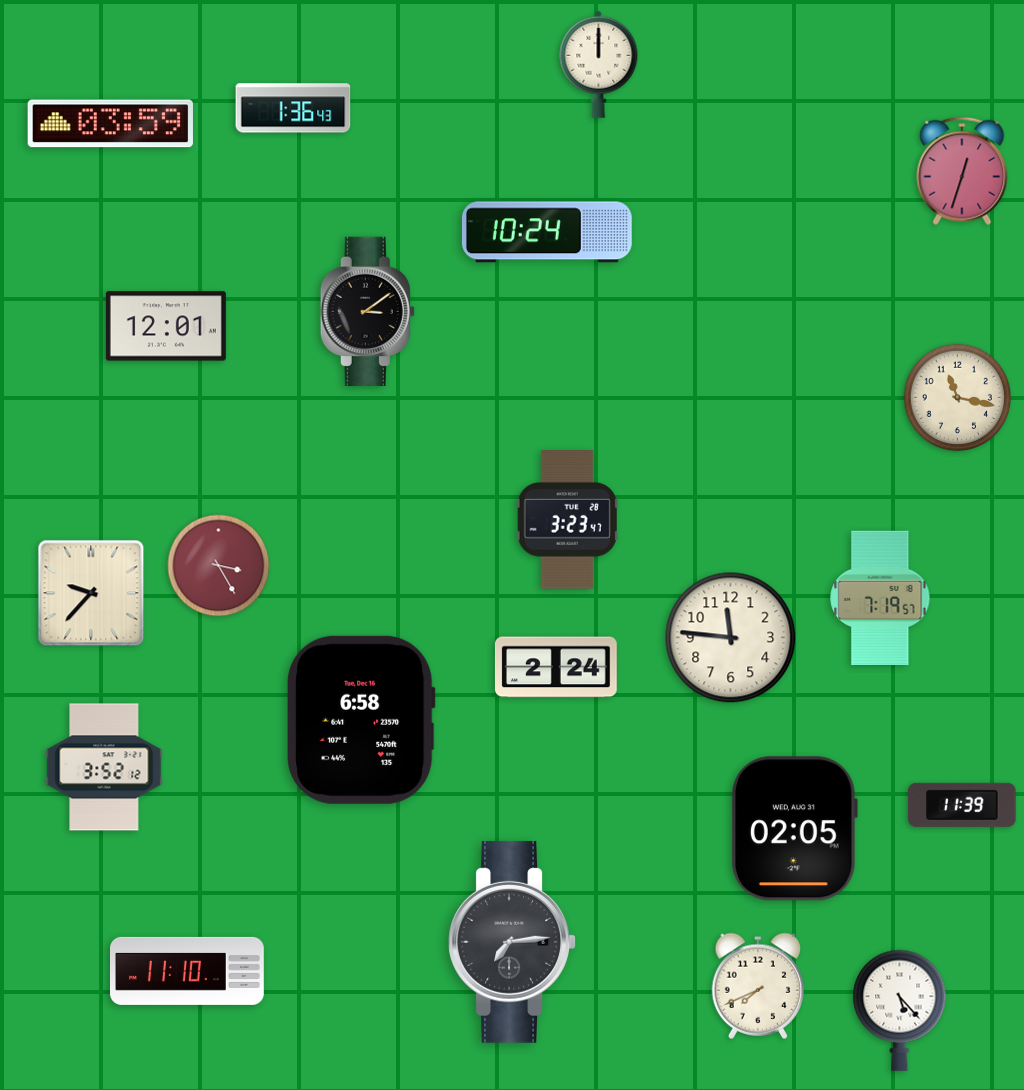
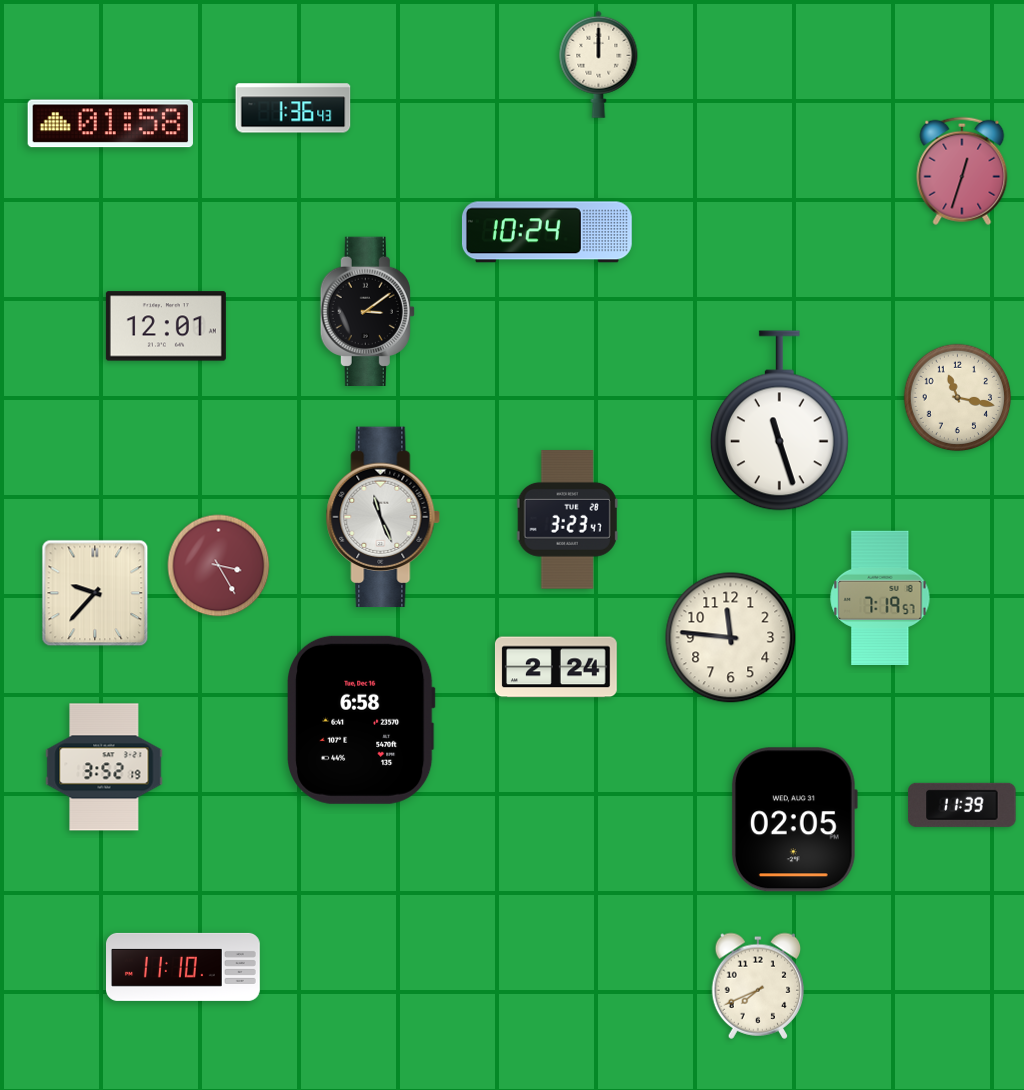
clock at (110, 124): 03:59 -> 01:58
clock at (779, 421): none -> 11:27
clock at (383, 517): none -> 11:26
clock at (91, 593) position: (91, 593) -> (95, 593)
clock at (104, 767): 3:52:12 -> 3:52:19
clock at (794, 829) position: (794, 829) -> (794, 820)
clock at (512, 942): 7:14 -> none
clock at (188, 971) position: (188, 971) -> (184, 967)
clock at (900, 1010): 5:23 -> none
